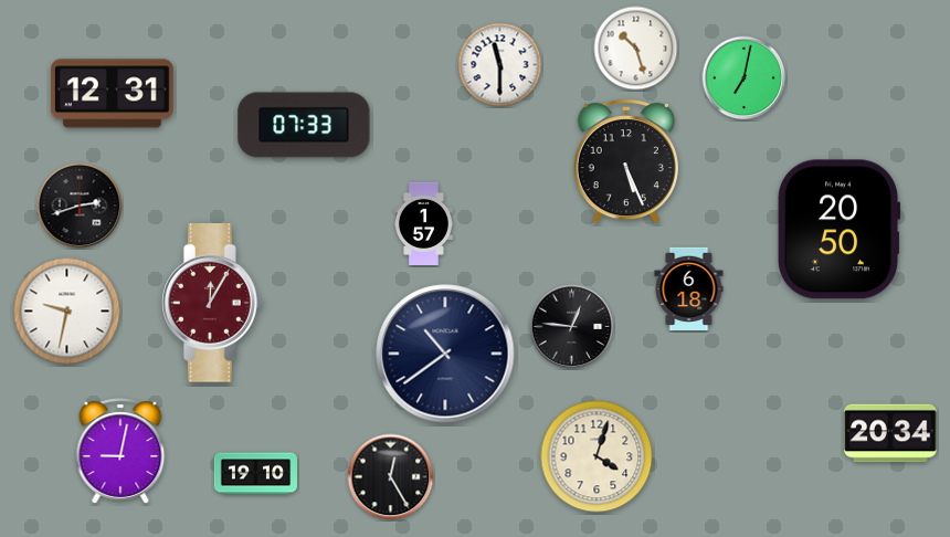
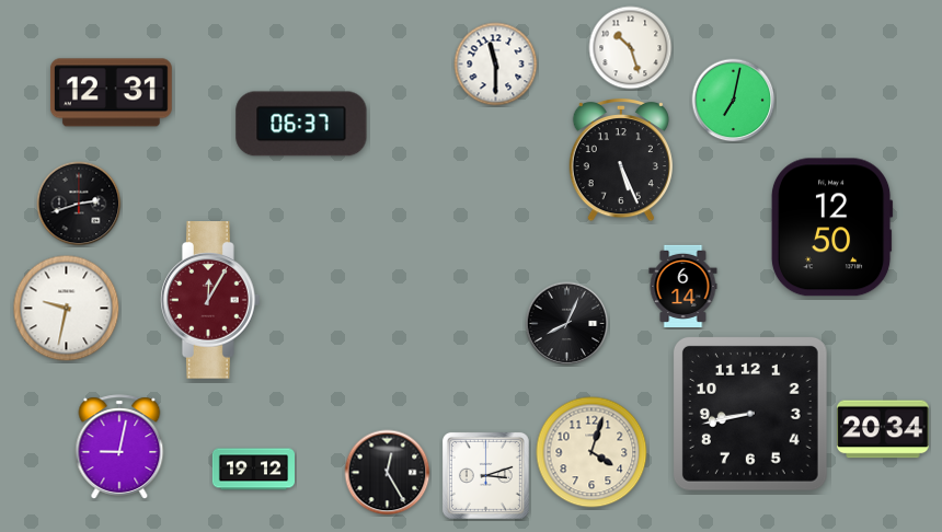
clock at (745, 78) position: (745, 78) -> (734, 101)
clock at (304, 125): 07:33 -> 06:37
clock at (423, 223): 1:57 -> none
clock at (838, 230): 20:50 -> 12:50
clock at (689, 288): 6:18 -> 6:14
clock at (572, 327): 12:46 -> 8:04
clock at (445, 354): 10:39 -> none
clock at (750, 414): none -> 8:43
clock at (255, 474): 19:10 -> 19:12
clock at (485, 475): none -> 3:12
